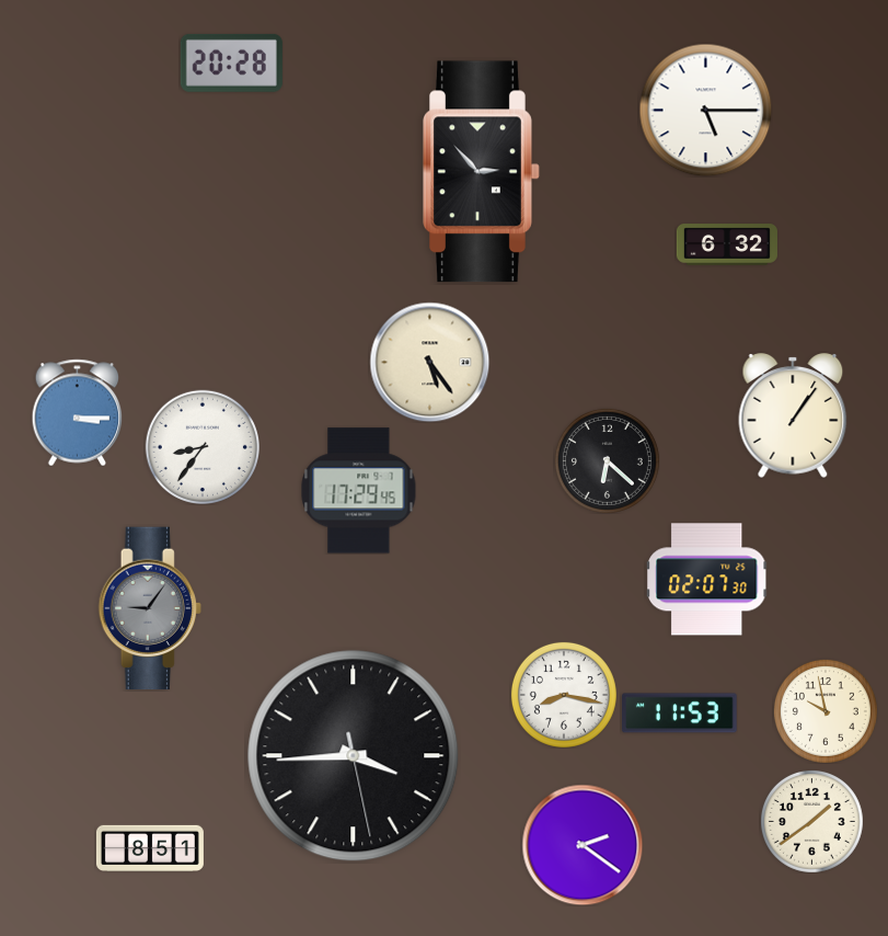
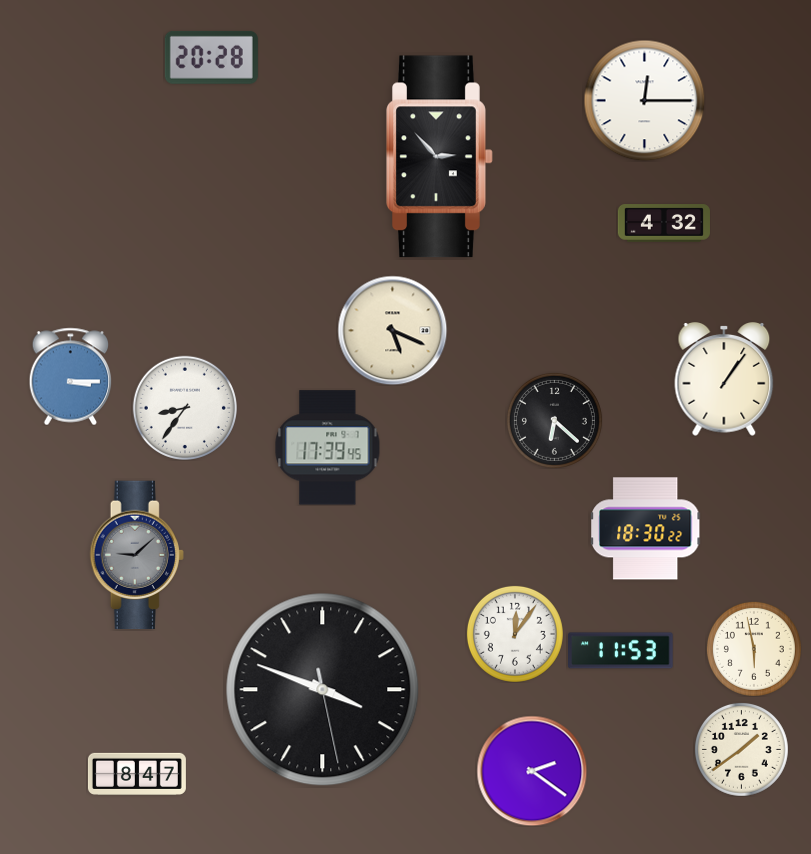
clock at (705, 110): 5:15 -> 12:15
clock at (727, 244): 6:32 -> 4:32
clock at (429, 362): 5:24 -> 5:19
clock at (359, 491): 17:29 -> 17:39
clock at (706, 580): 02:07 -> 18:30
clock at (150, 608): 9:06 -> 9:08
clock at (564, 695): 8:17 -> 12:06
clock at (826, 711): 9:58 -> 5:58
clock at (354, 756): 3:44 -> 3:48
clock at (150, 848): 8:51 -> 8:47
